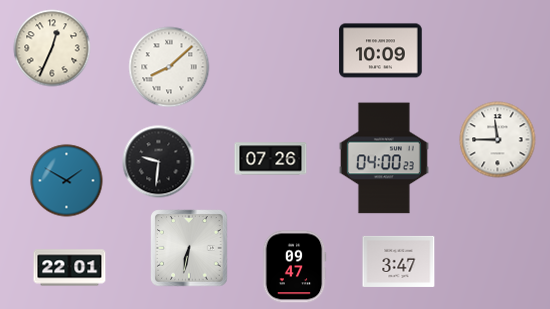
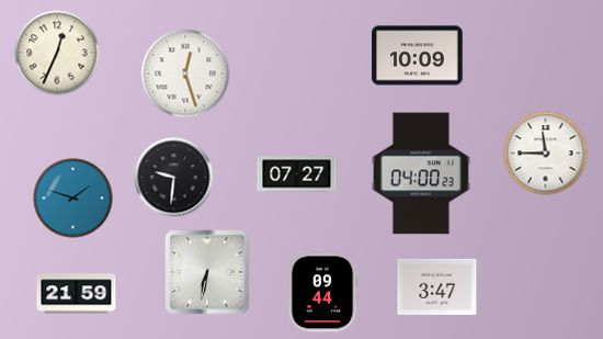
clock at (169, 67): 8:08 -> 12:27
clock at (271, 159): 07:26 -> 07:27
clock at (67, 181): 1:50 -> 1:48
clock at (294, 267): 09:47 -> 09:44
clock at (70, 268): 22:01 -> 21:59
